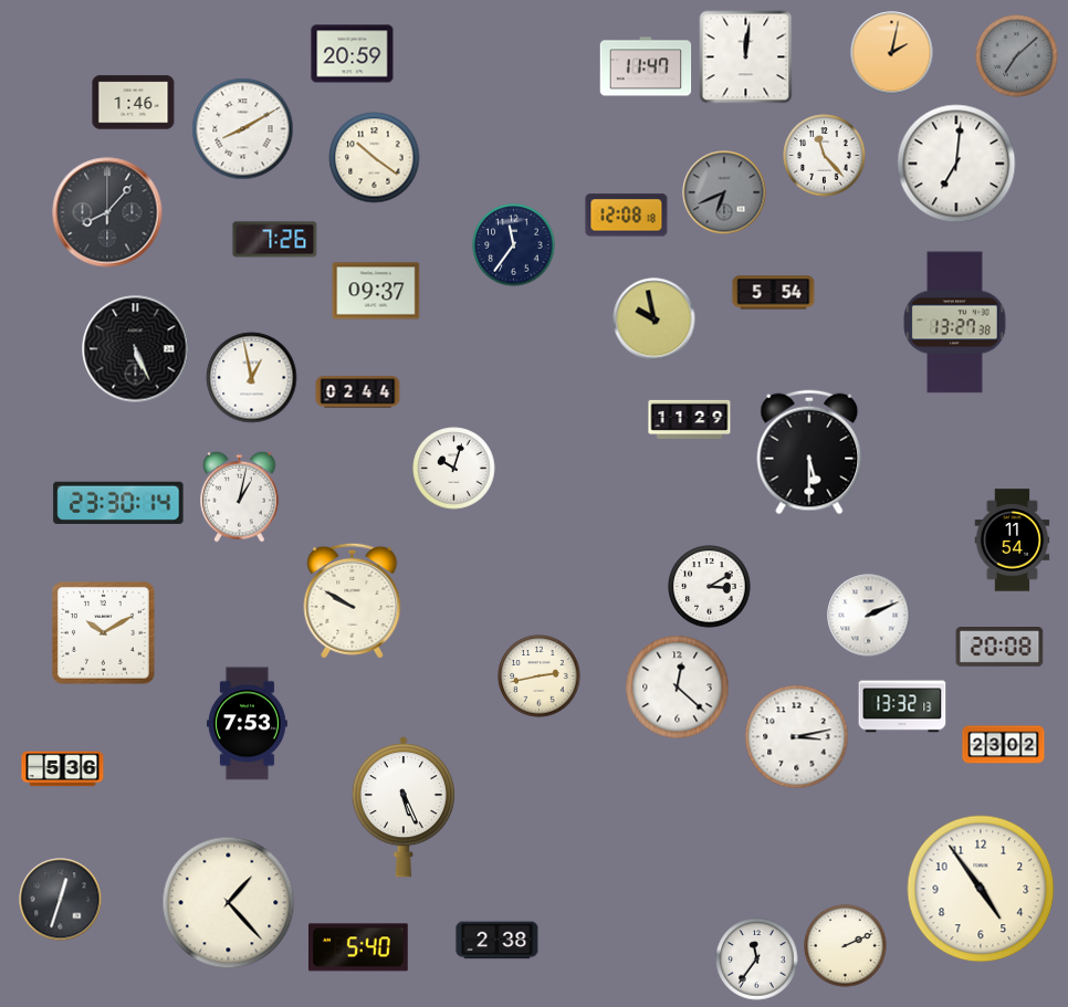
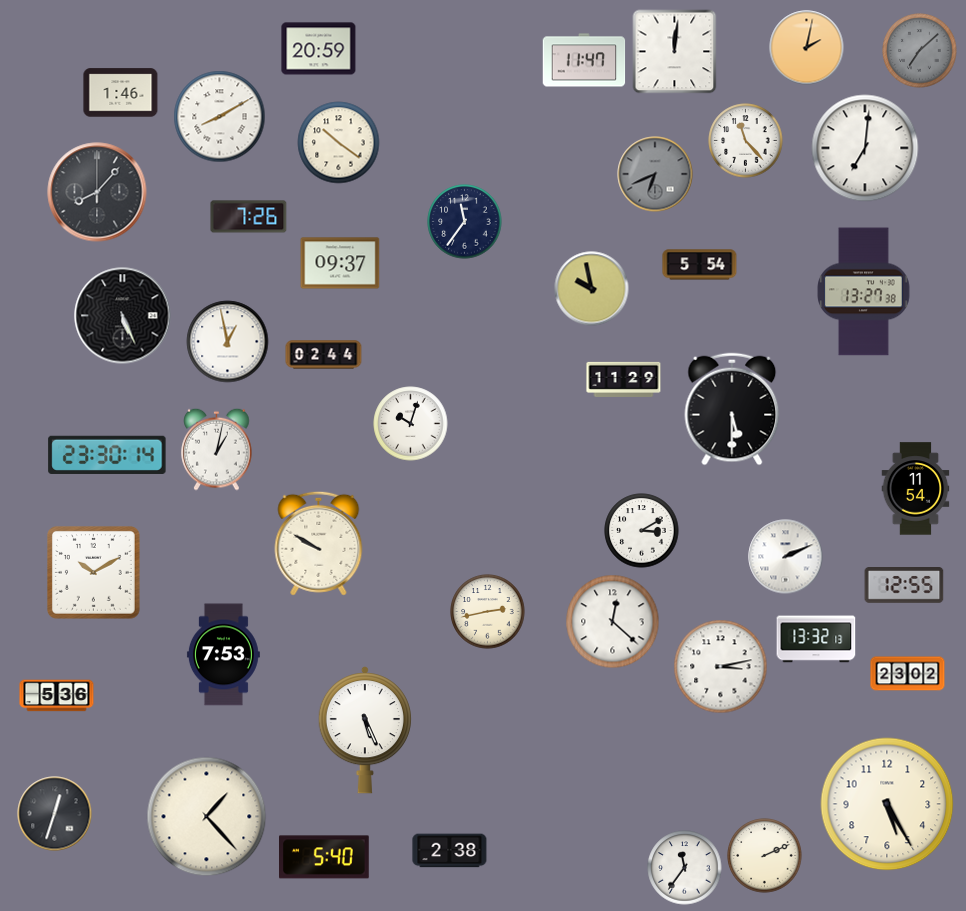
clock at (627, 216): 12:08 -> none
clock at (999, 648): 20:08 -> 12:55
clock at (981, 889): 4:54 -> 5:25
